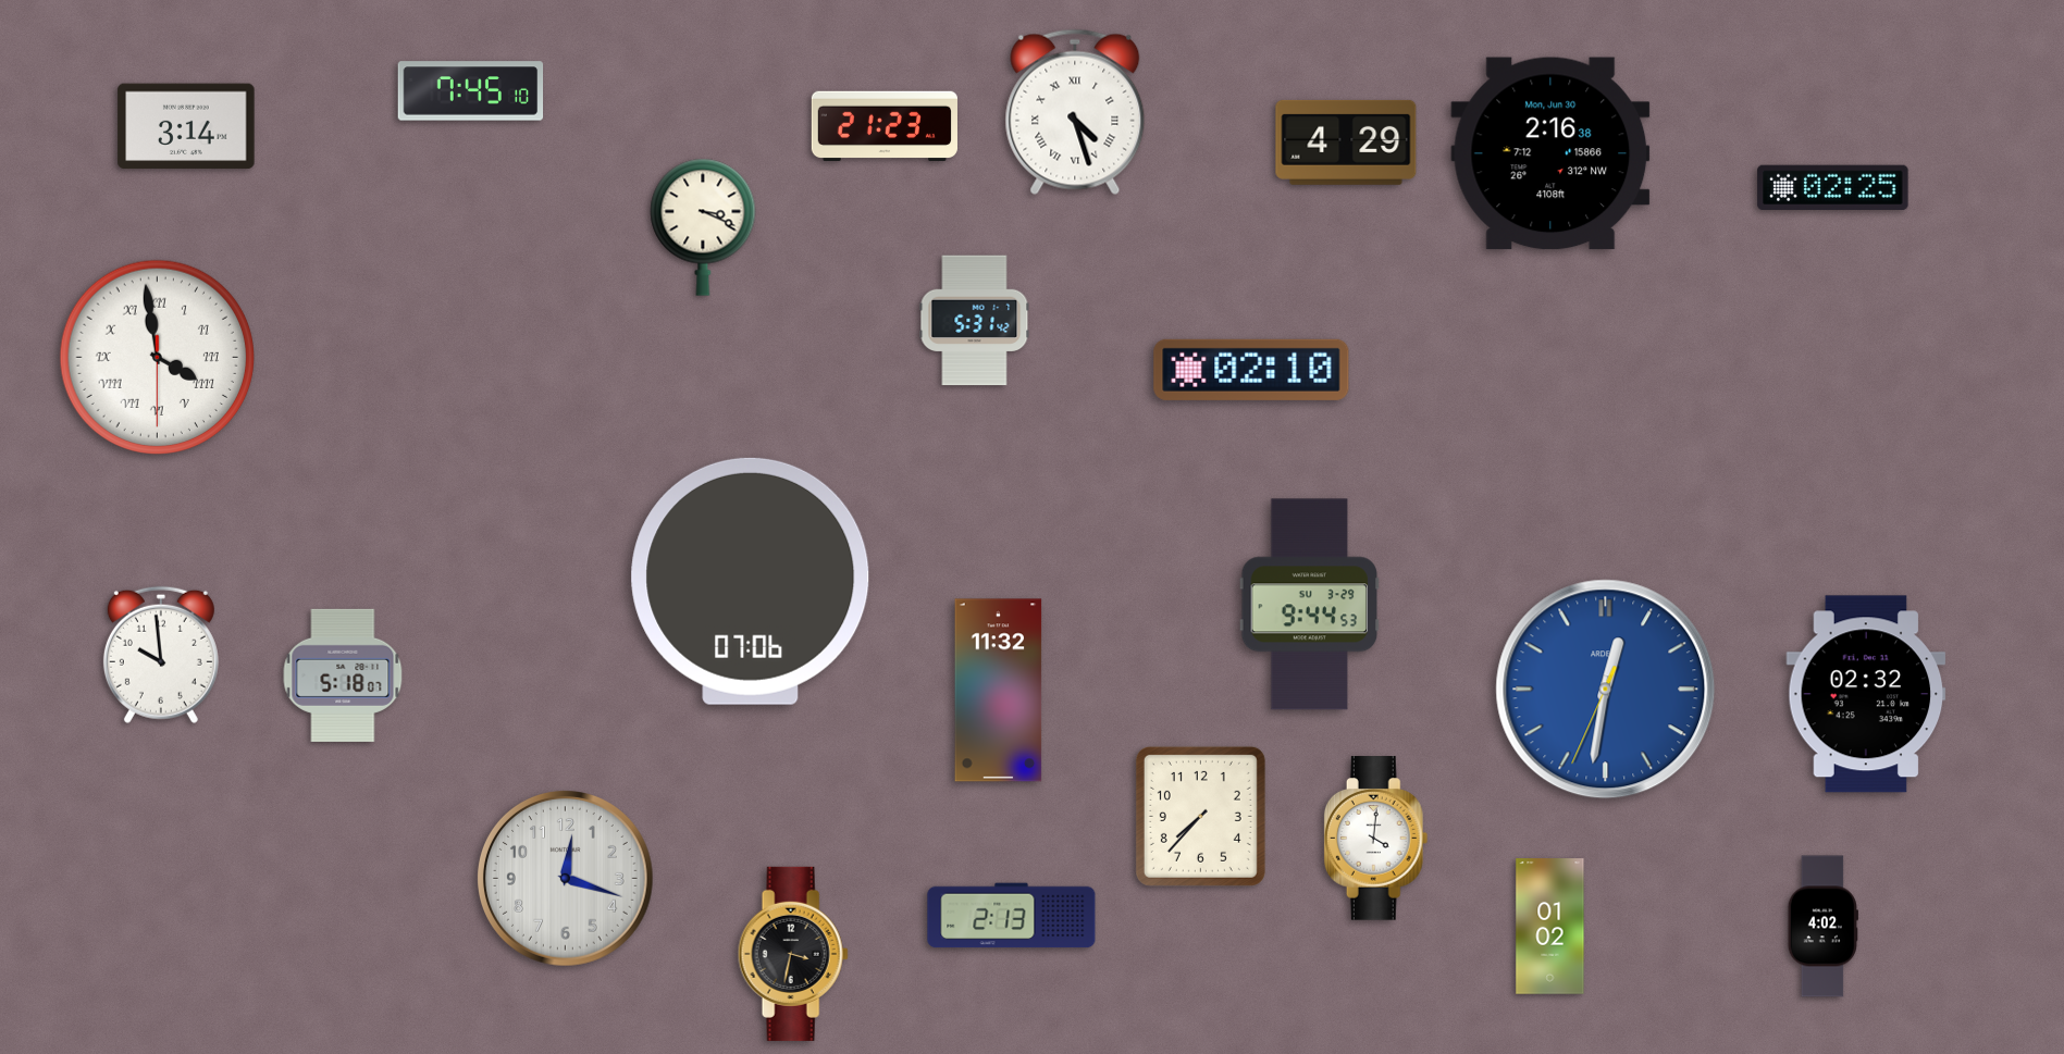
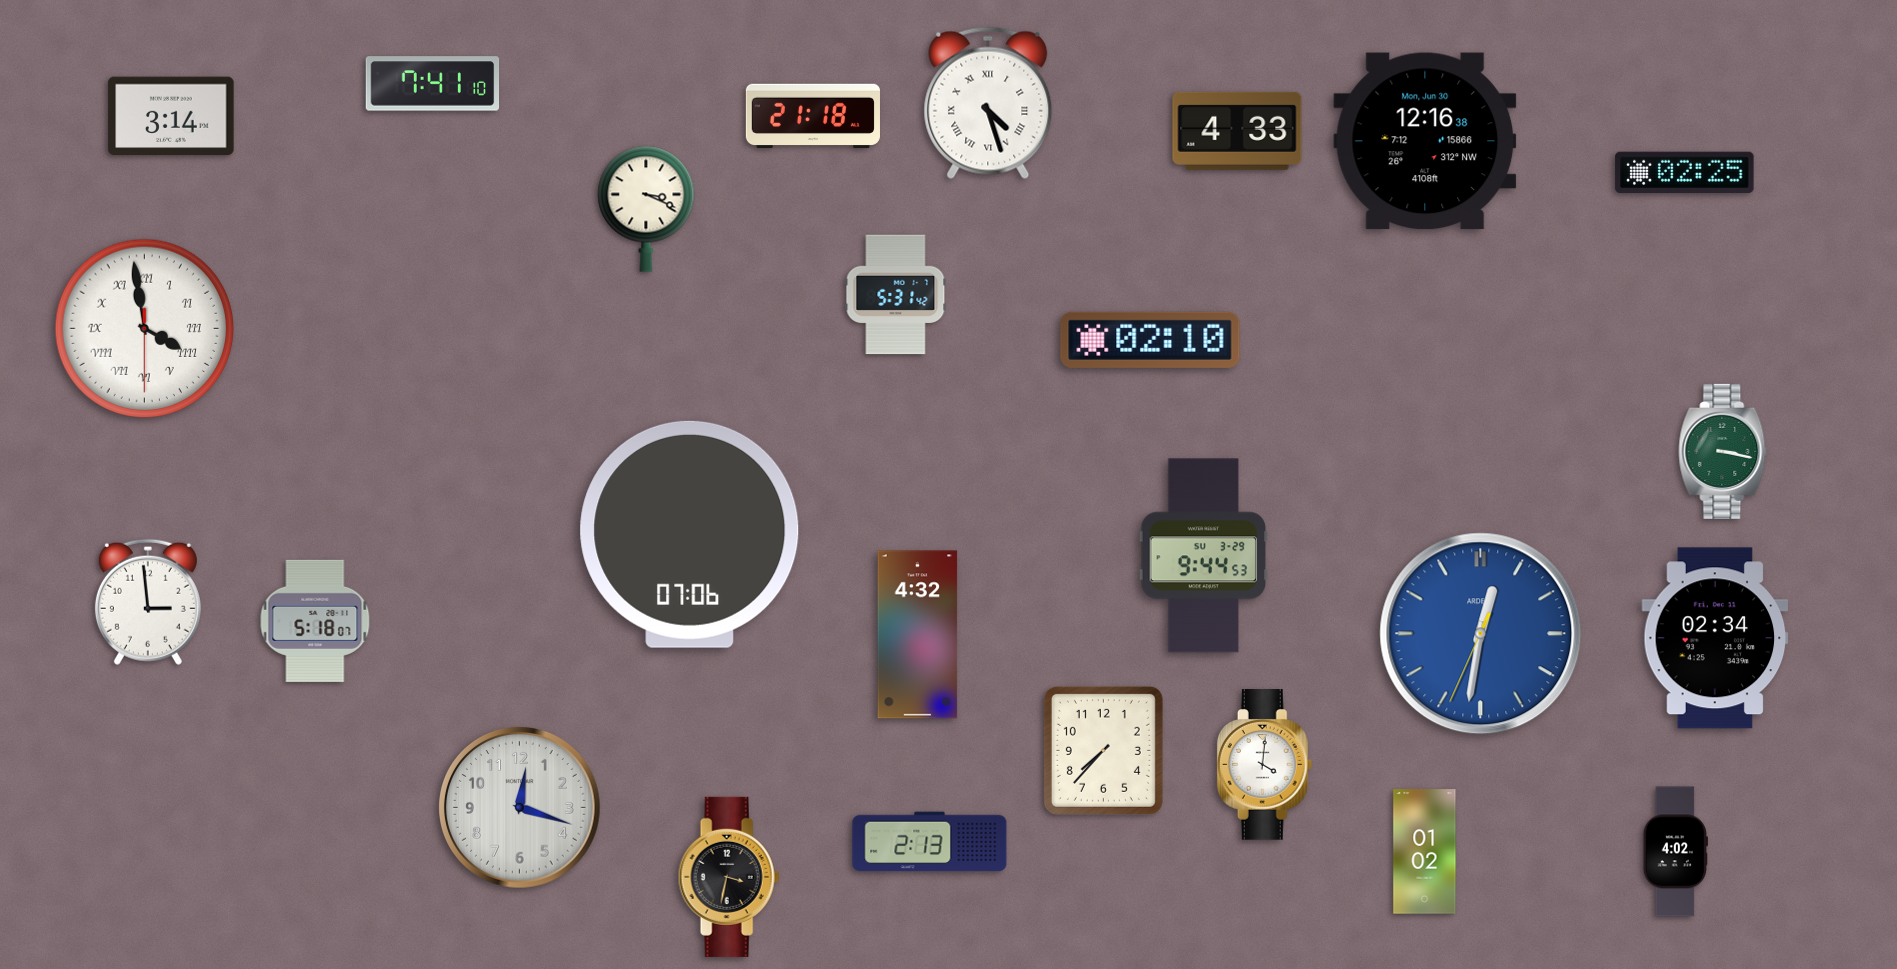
clock at (471, 91): 7:45 -> 7:41
clock at (885, 125): 21:23 -> 21:18
clock at (1346, 142): 4:29 -> 4:33
clock at (1550, 153): 2:16 -> 12:16
clock at (1723, 451): none -> 3:17
clock at (161, 655): 9:59 -> 2:59
clock at (1606, 690) position: (1606, 690) -> (1481, 634)
clock at (999, 691): 11:32 -> 4:32
clock at (1866, 694): 02:32 -> 02:34
clock at (1376, 839) position: (1376, 839) -> (1265, 765)
